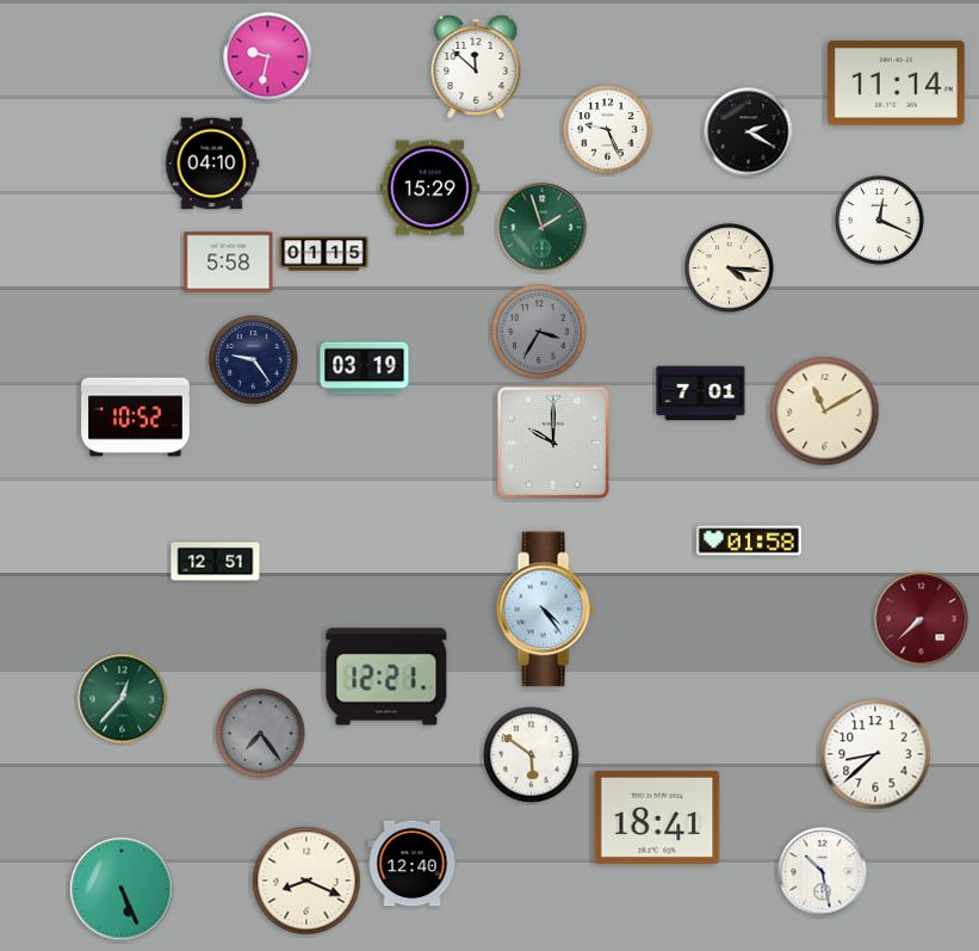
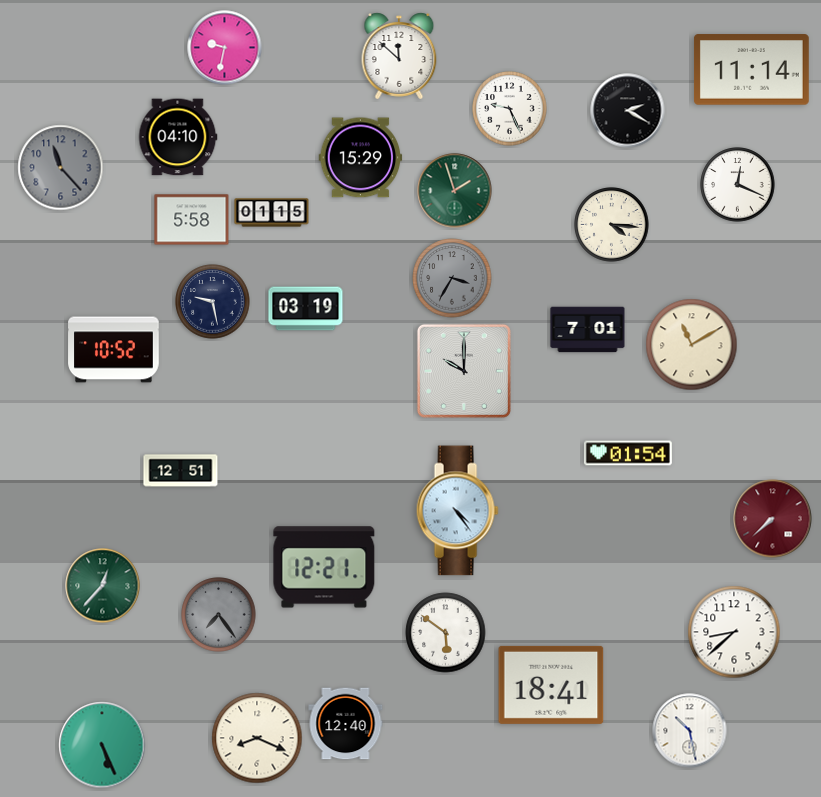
clock at (61, 168): none -> 11:23
clock at (254, 360): 9:24 -> 9:28
clock at (749, 541): 01:58 -> 01:54
